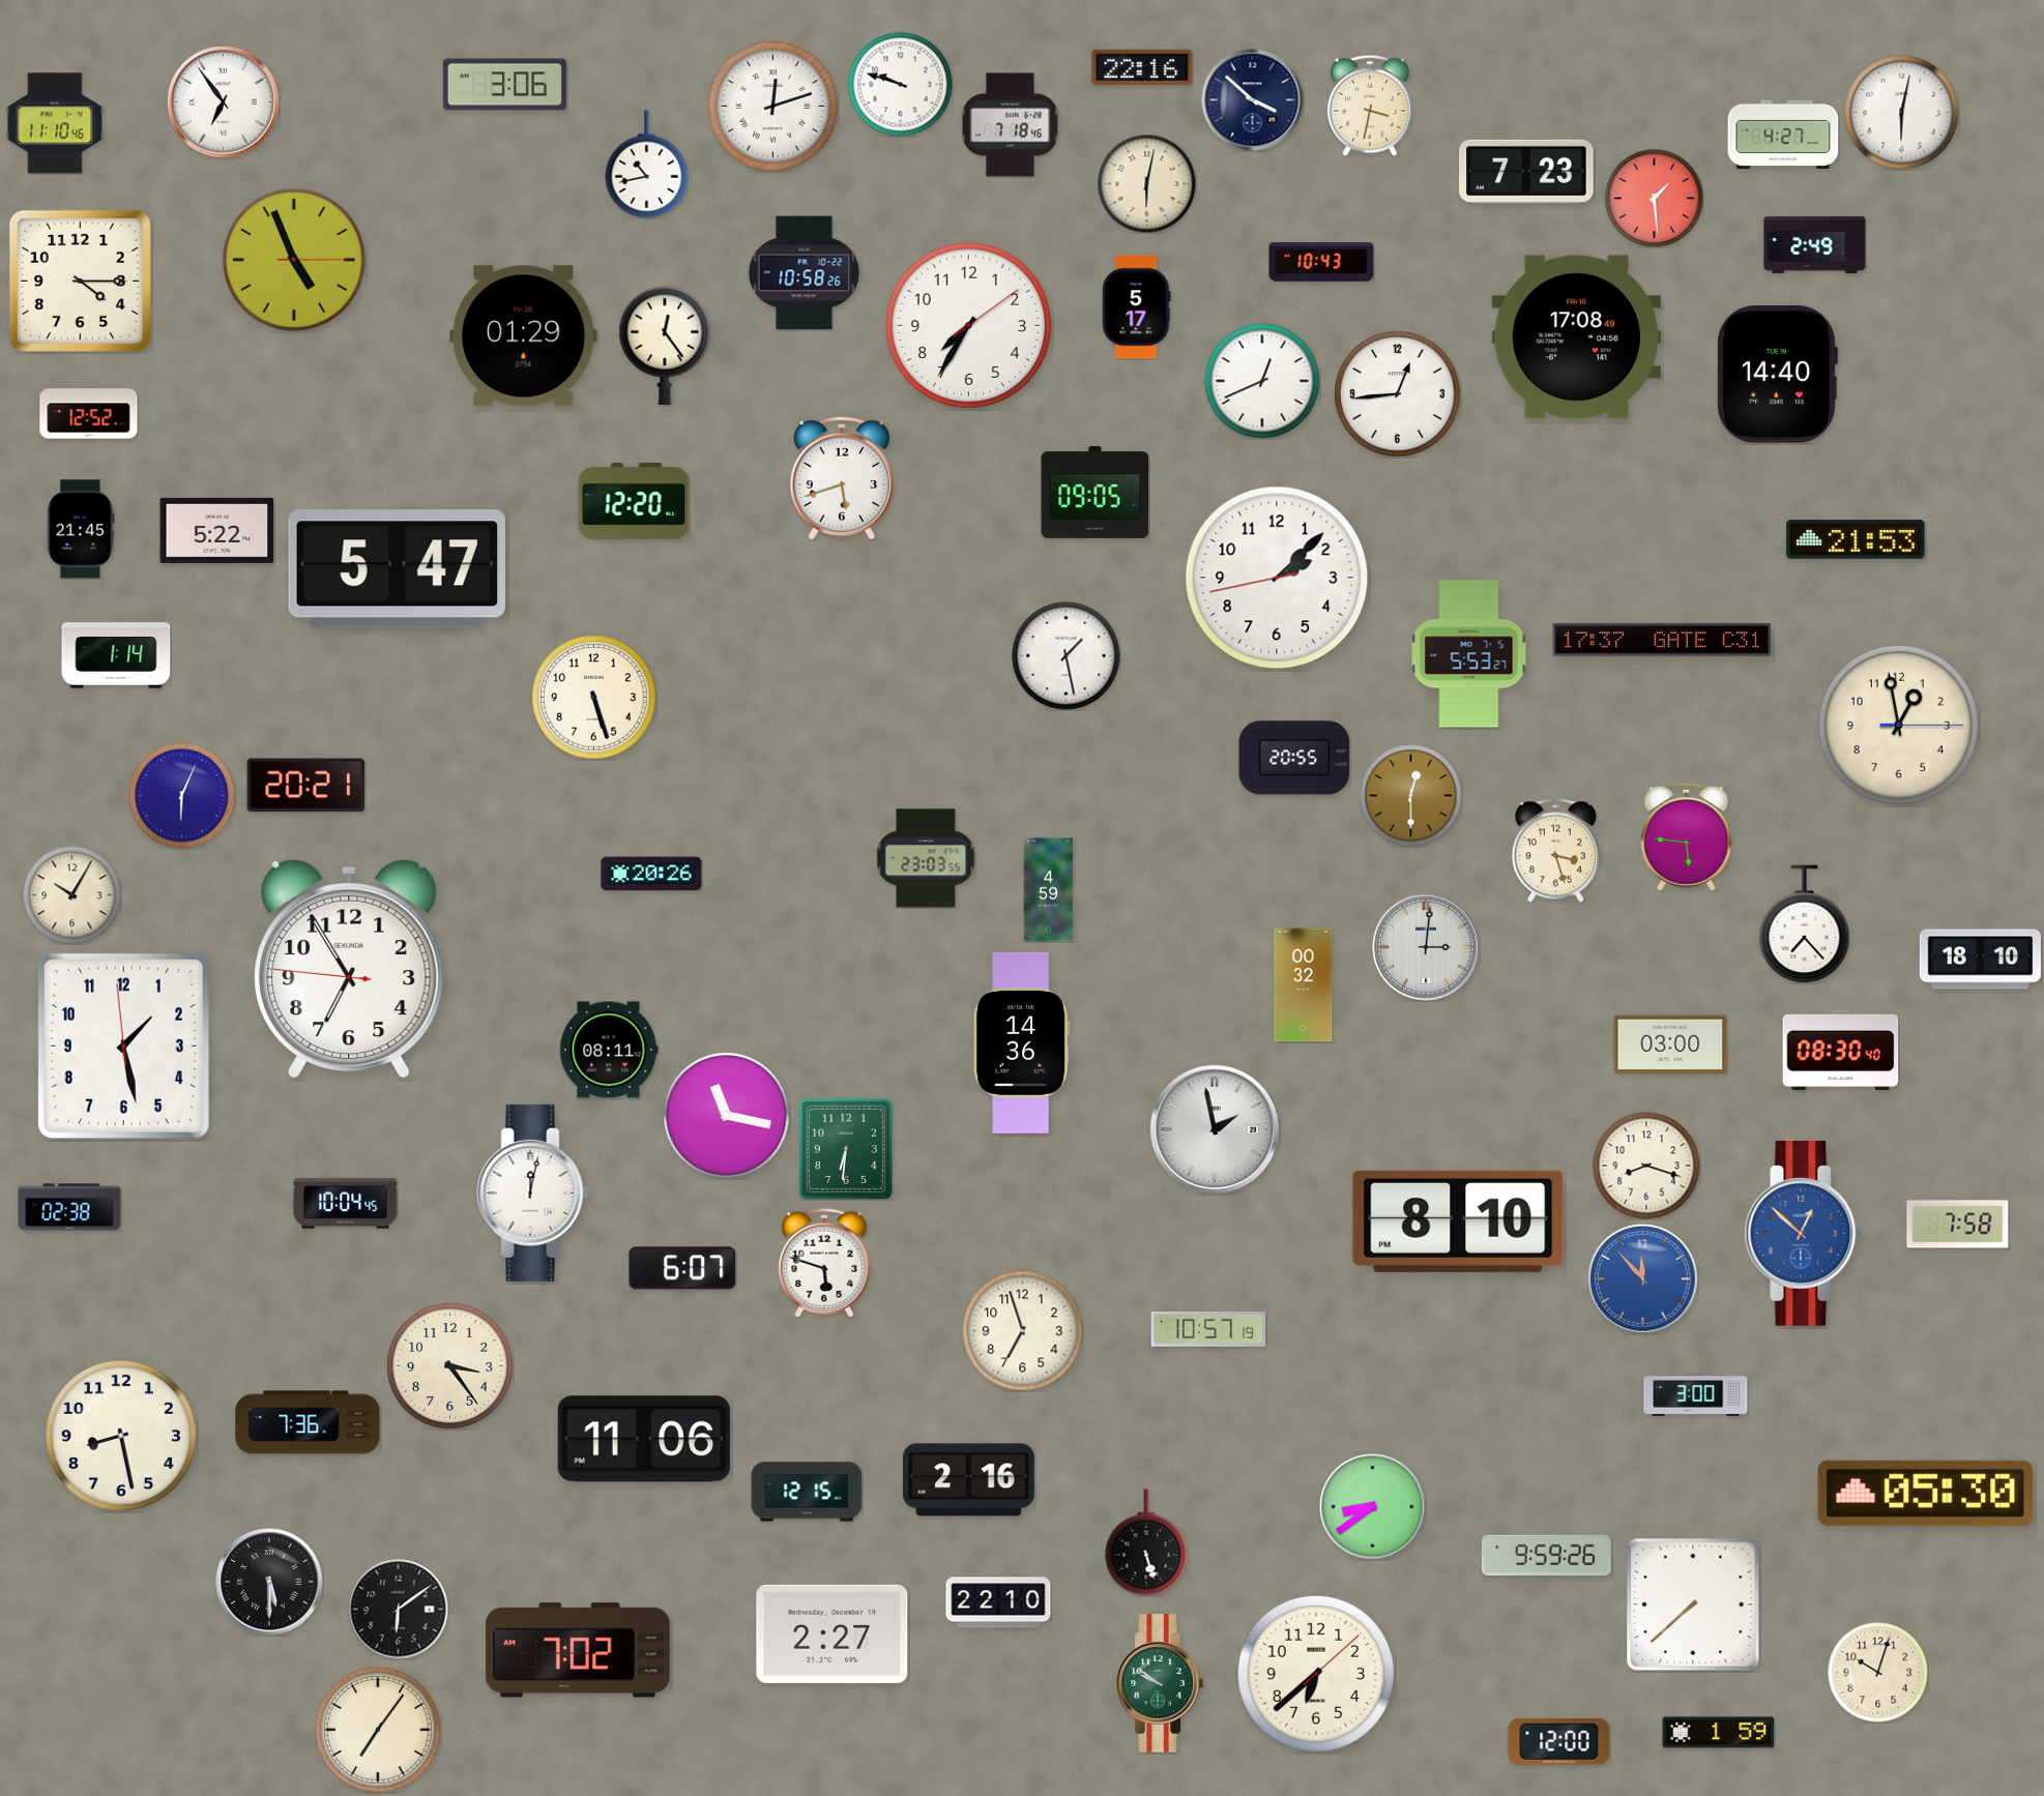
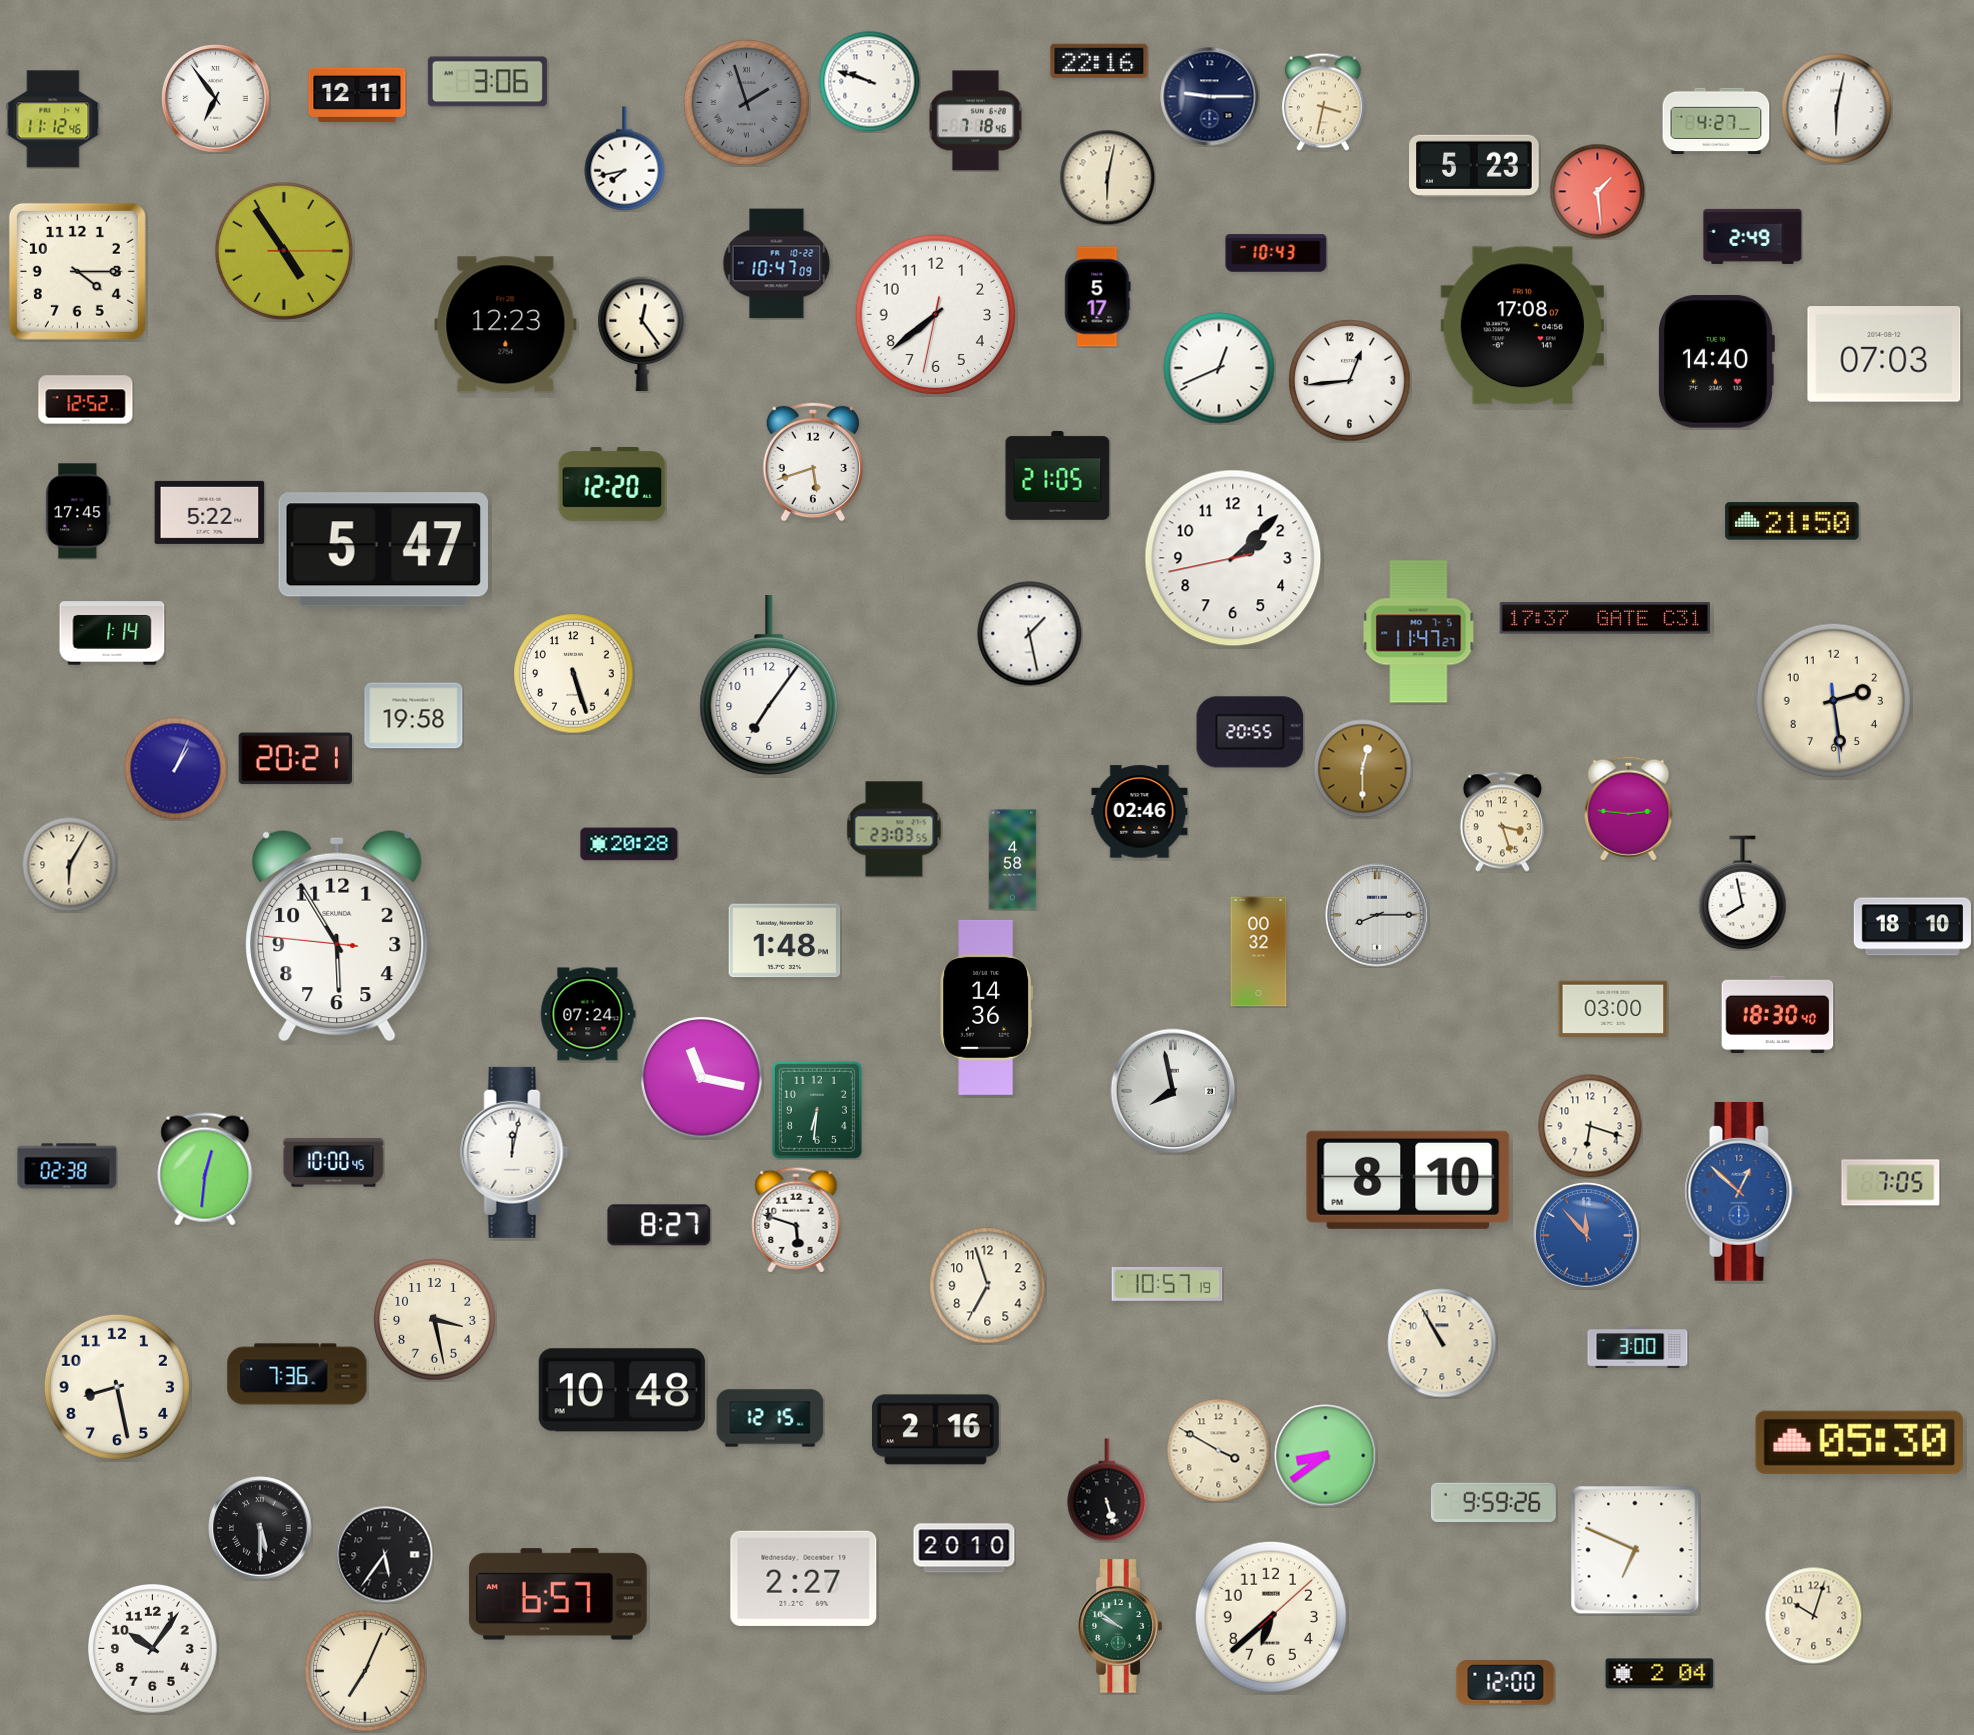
clock at (1142, 67) position: (1142, 67) -> (1099, 61)
clock at (357, 95): none -> 12:11
clock at (1253, 100): 3:52 -> 9:15
clock at (773, 107): 12:12 -> 1:57
clock at (773, 107) dial: white -> grey
clock at (55, 123): 11:10 -> 11:12
clock at (1783, 134) position: (1783, 134) -> (1716, 120)
clock at (647, 165): 10:43 -> 7:43
clock at (1527, 172): 7:23 -> 5:23
clock at (294, 260): 4:56 -> 4:54
clock at (805, 273): 10:58 -> 10:47
clock at (969, 326): 7:35 -> 7:38
clock at (524, 336): 01:29 -> 12:23
clock at (1576, 337): 17:08:49 -> 17:08:07
clock at (1884, 355): none -> 07:03
clock at (1096, 493): 09:05 -> 21:05
clock at (81, 529): 21:45 -> 17:45
clock at (1856, 539): 21:53 -> 21:50
clock at (1469, 654): 5:53 -> 11:47
clock at (769, 686): none -> 7:06
clock at (1898, 725): 12:58 -> 2:28
clock at (414, 716): none -> 19:58
clock at (182, 796): 6:04 -> 1:04
clock at (1687, 836): 5:46 -> 2:46
clock at (1140, 812): none -> 02:46
clock at (651, 874): 20:26 -> 20:28
clock at (1049, 890): 4:59 -> 4:58
clock at (71, 894): 10:05 -> 6:05
clock at (1805, 924): 7:23 -> 7:58
clock at (1426, 947): 3:01 -> 8:15
clock at (349, 969): 6:54 -> 5:54
clock at (785, 941): none -> 1:48
clock at (123, 1046): 1:27 -> none
clock at (609, 1050): 08:11 -> 07:24
clock at (1841, 1050): 08:30 -> 18:30
clock at (1215, 1129): 1:58 -> 7:58
clock at (1646, 1166): 8:18 -> 6:18
clock at (346, 1204): 10:04 -> 10:00
clock at (205, 1169): none -> 12:31
clock at (1958, 1225): 7:58 -> 7:05
clock at (682, 1268): 6:07 -> 8:27
clock at (450, 1366): 3:24 -> 3:28
clock at (1442, 1343): none -> 10:55
clock at (644, 1439): 11:06 -> 10:48
clock at (807, 1492) position: (807, 1492) -> (770, 1418)
clock at (1219, 1451): none -> 3:50
clock at (998, 1602): 22:10 -> 20:10
clock at (1693, 1604): 7:38 -> 6:49
clock at (399, 1610): 6:09 -> 5:36
clock at (578, 1650): 7:02 -> 6:57
clock at (153, 1649): none -> 10:06
clock at (378, 1730): 7:06 -> 7:04
clock at (1719, 1733): 1:59 -> 2:04
